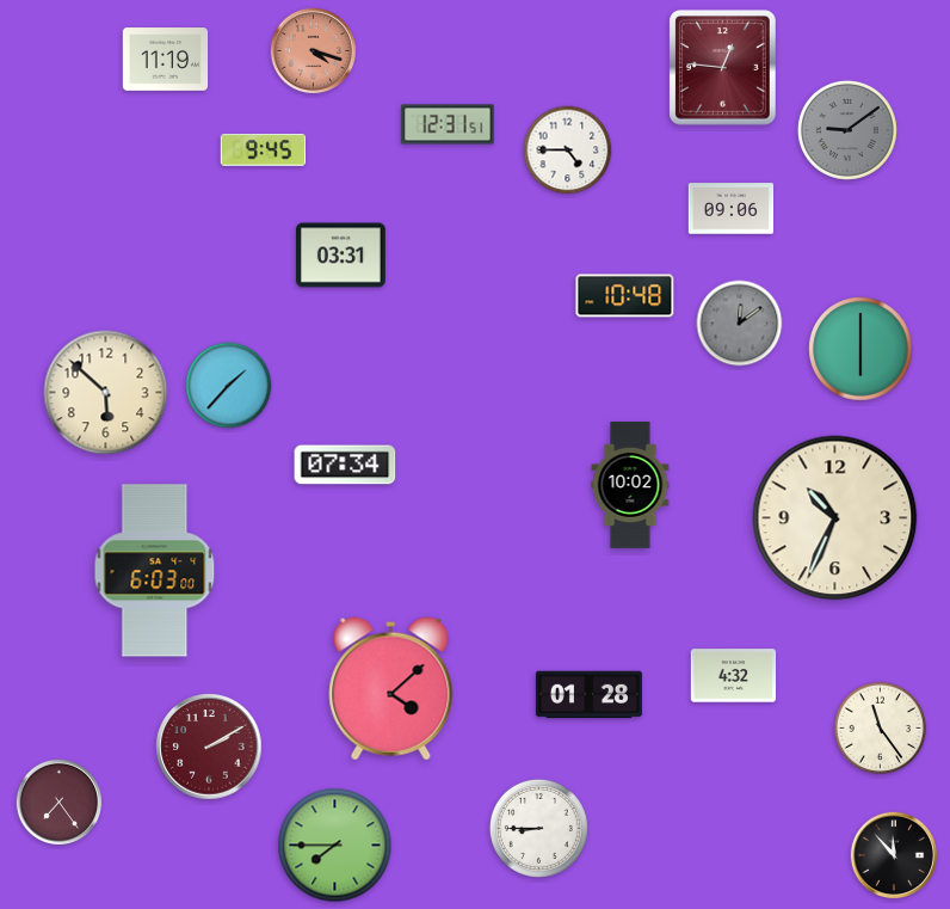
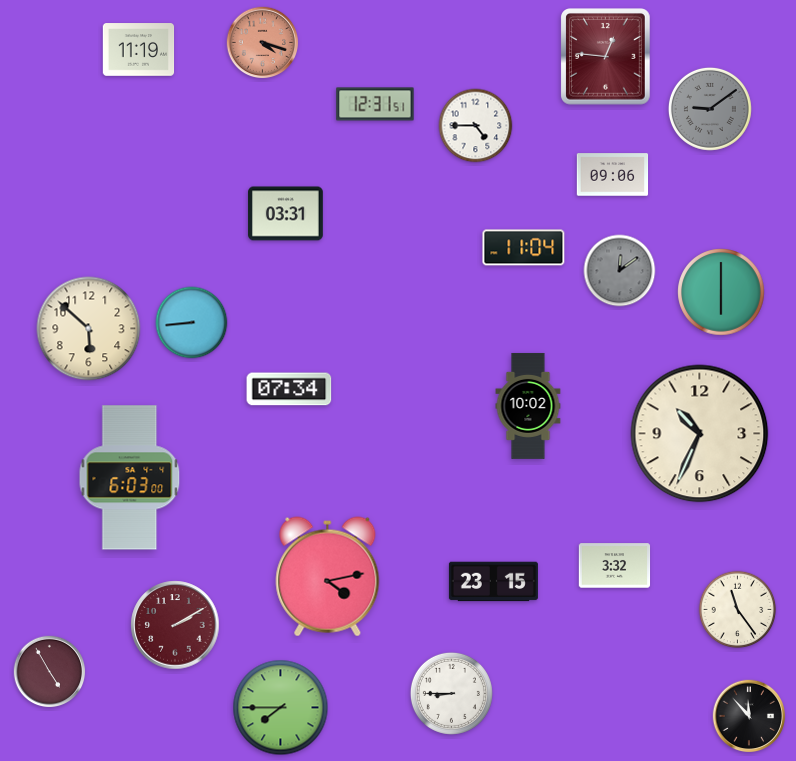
clock at (263, 149): 9:45 -> none
clock at (625, 296): 10:48 -> 11:04
clock at (229, 386): 1:37 -> 8:44
clock at (734, 676): 4:32 -> 3:32
clock at (391, 689): 4:08 -> 4:13
clock at (588, 695): 01:28 -> 23:15
clock at (60, 803): 7:24 -> 4:55
